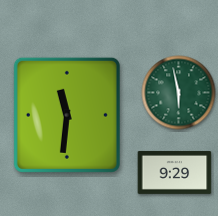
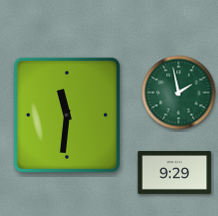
clock at (179, 93): 5:58 -> 1:58
